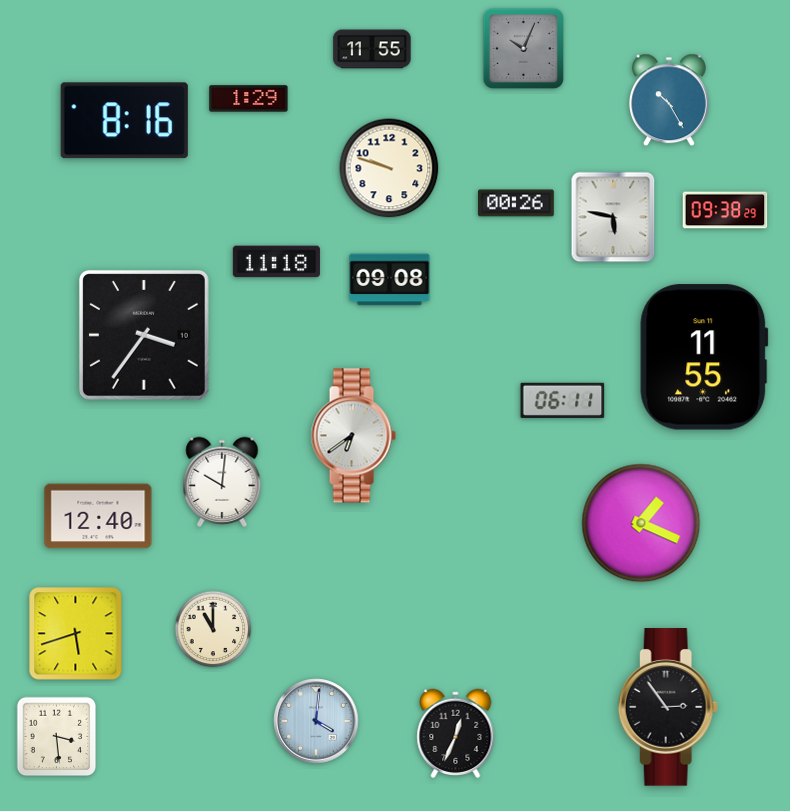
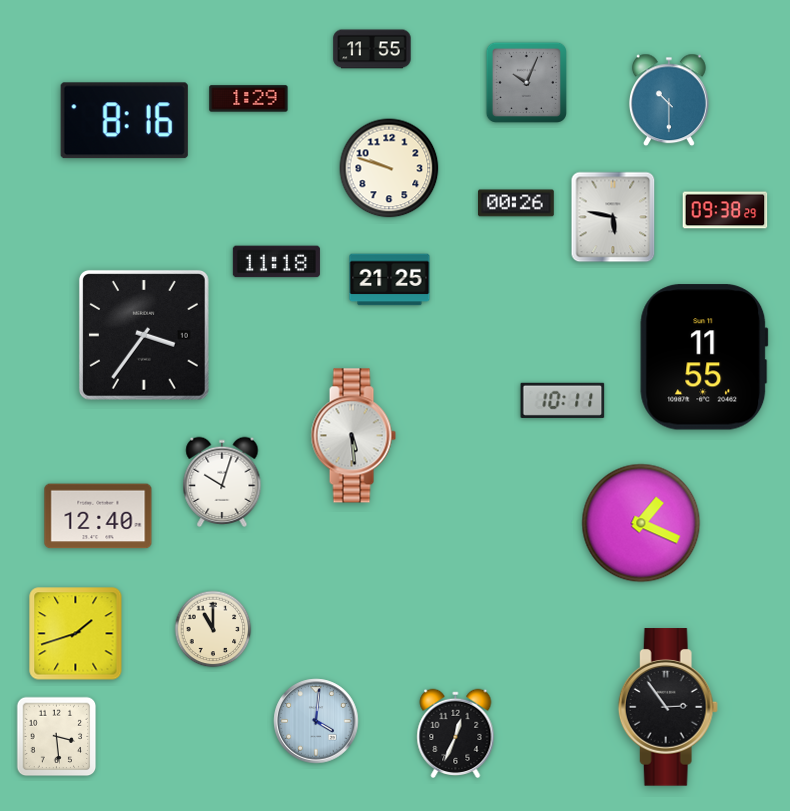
clock at (523, 48) position: (523, 48) -> (526, 82)
clock at (669, 100): 10:25 -> 10:30
clock at (390, 280): 09:08 -> 21:25
clock at (563, 400): 06:11 -> 10:11
clock at (353, 436): 6:39 -> 5:29
clock at (222, 482): 10:01 -> 10:03
clock at (76, 634): 5:42 -> 1:42
